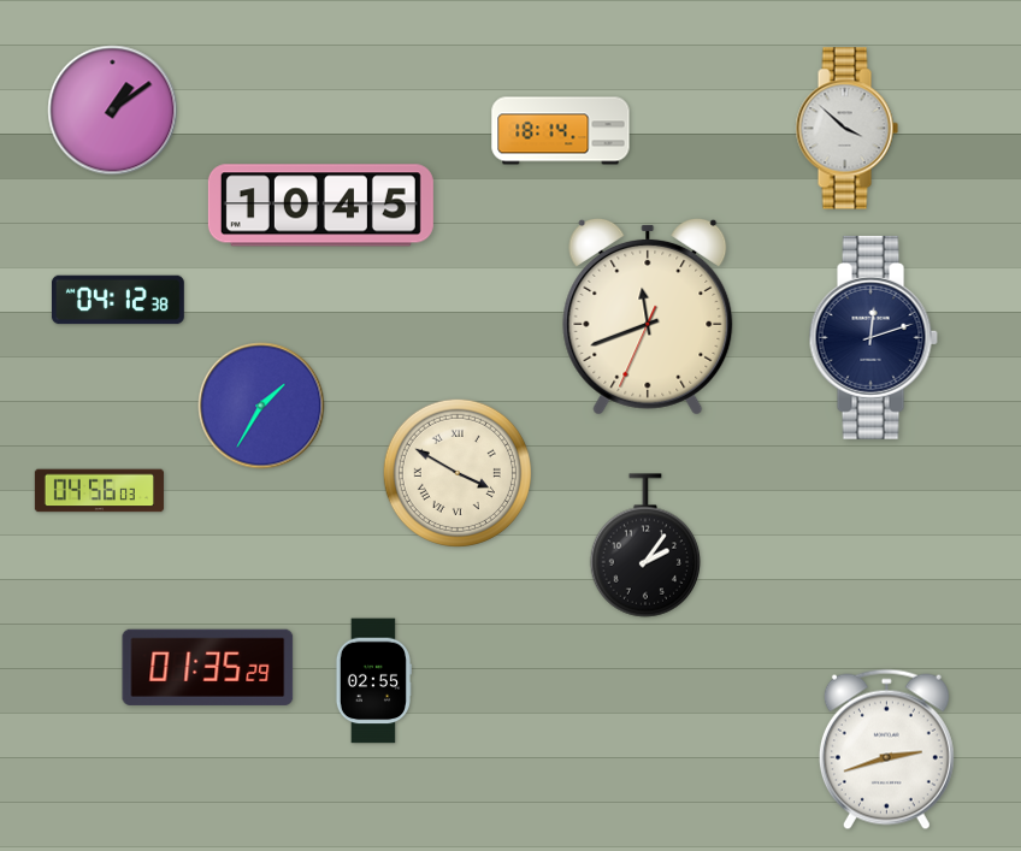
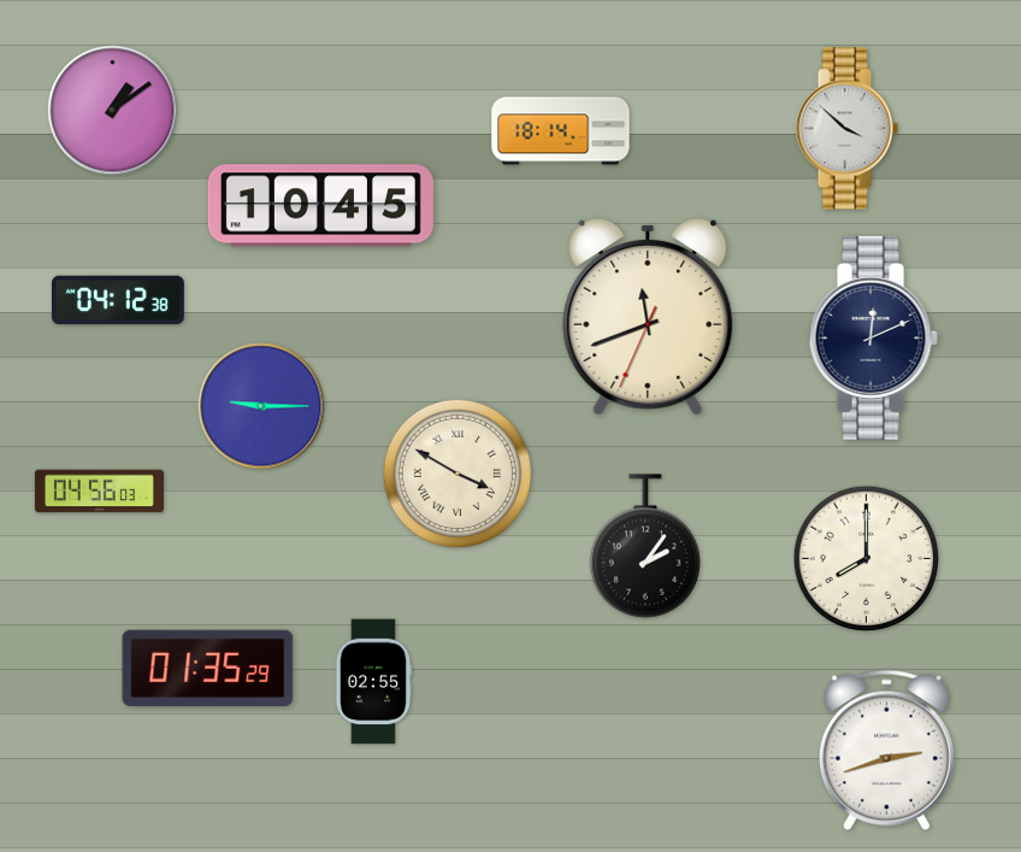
clock at (873, 337): 12:12 -> 12:11
clock at (261, 406): 1:35 -> 9:15
clock at (866, 558): none -> 8:00
